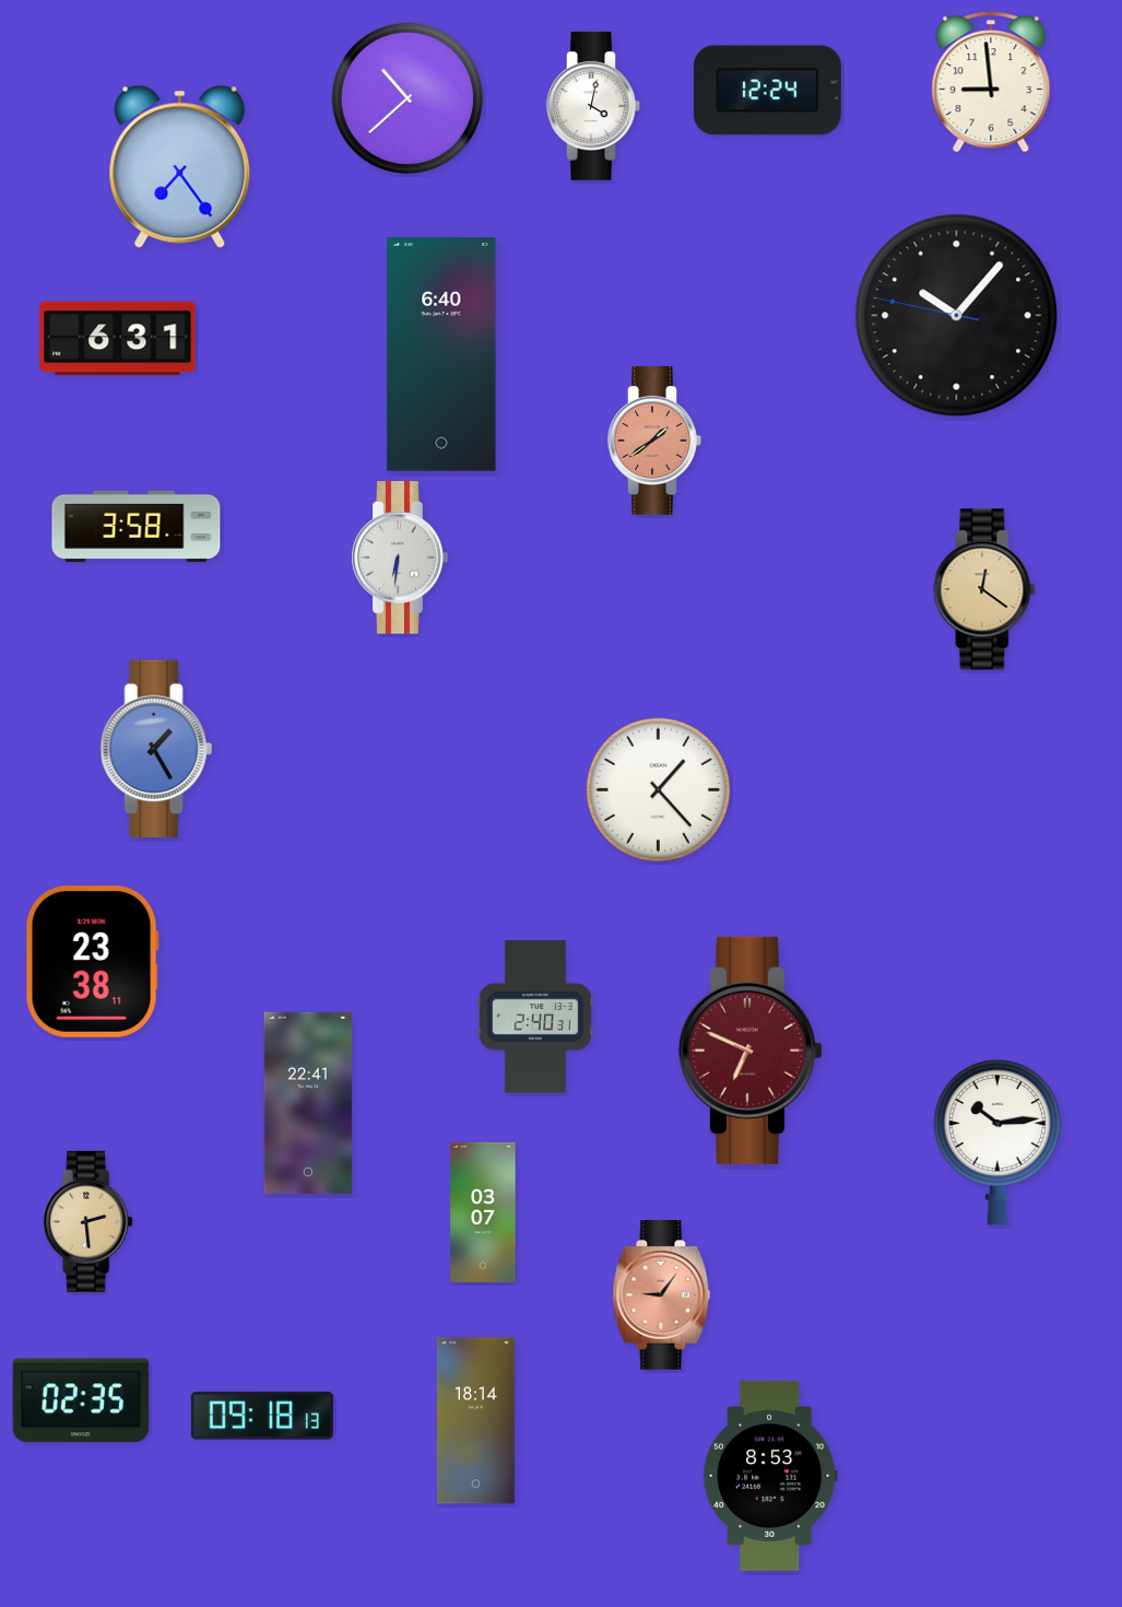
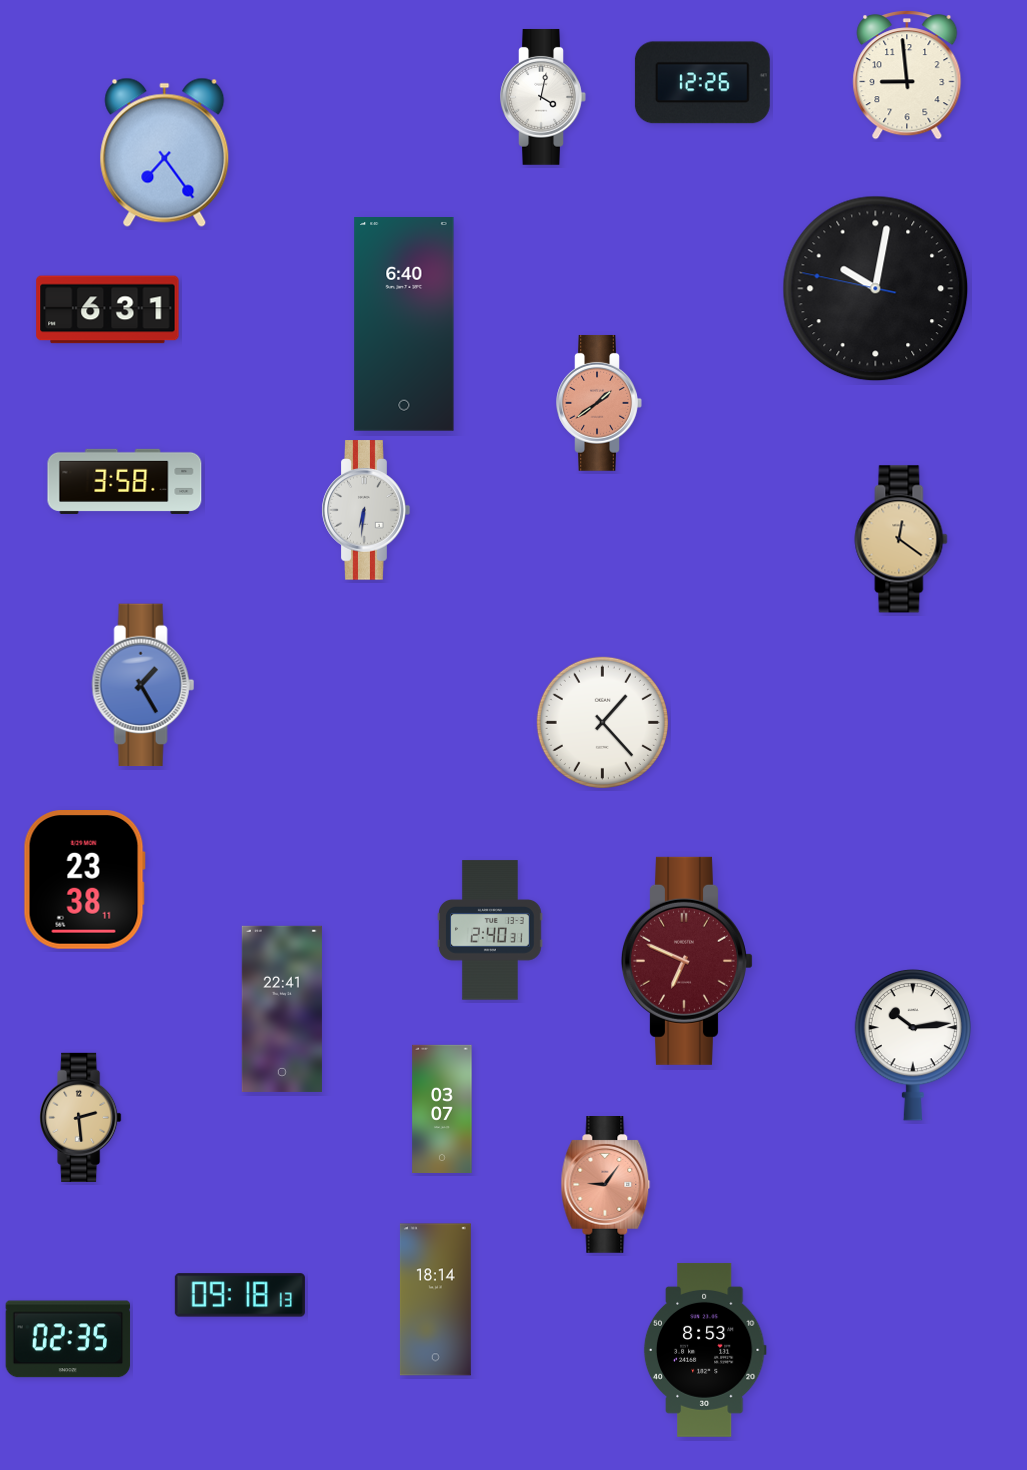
clock at (767, 91): 12:24 -> 12:26
clock at (408, 98): 10:38 -> none
clock at (957, 316): 10:06 -> 10:01
clock at (81, 1400) position: (81, 1400) -> (68, 1339)
